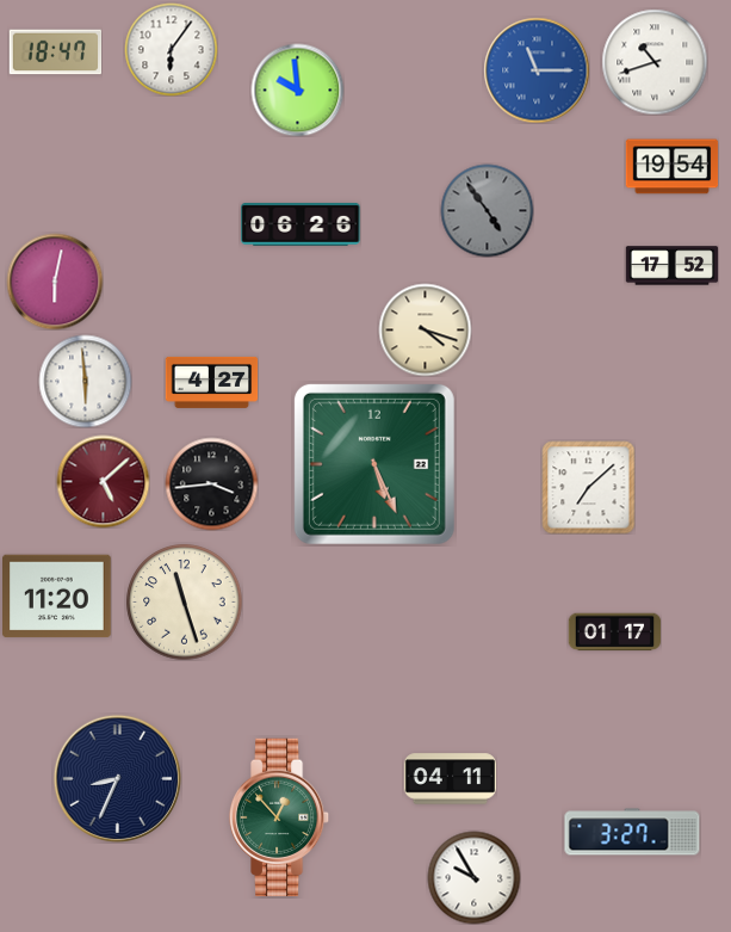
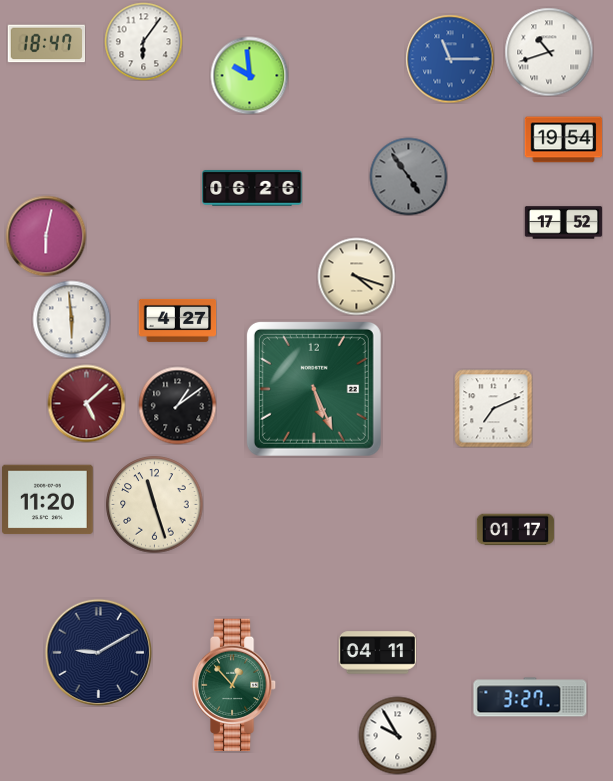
clock at (211, 483): 3:44 -> 1:09
clock at (588, 487): 7:08 -> 7:11
clock at (117, 778): 8:34 -> 9:10
